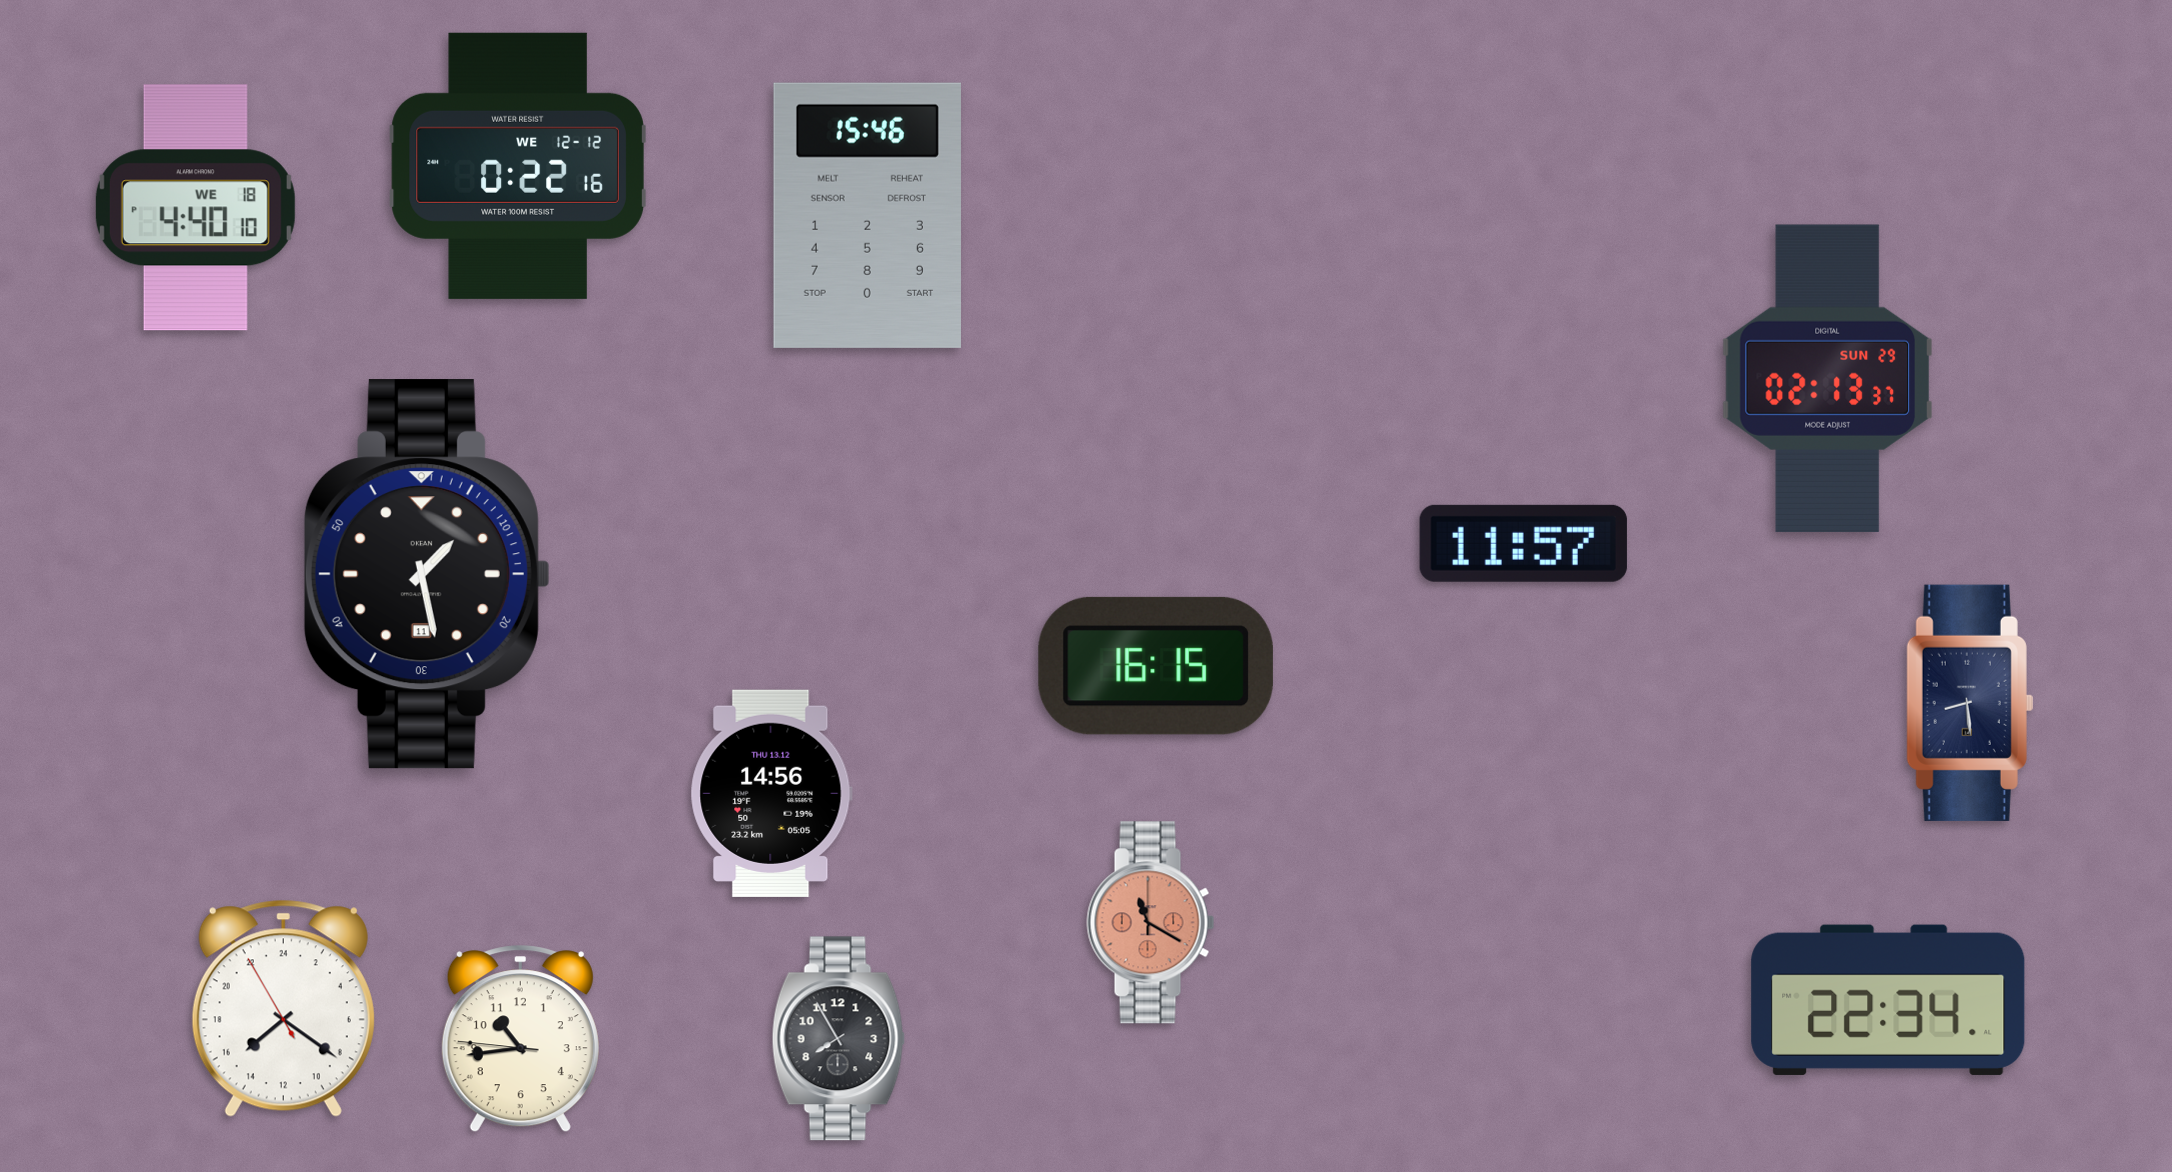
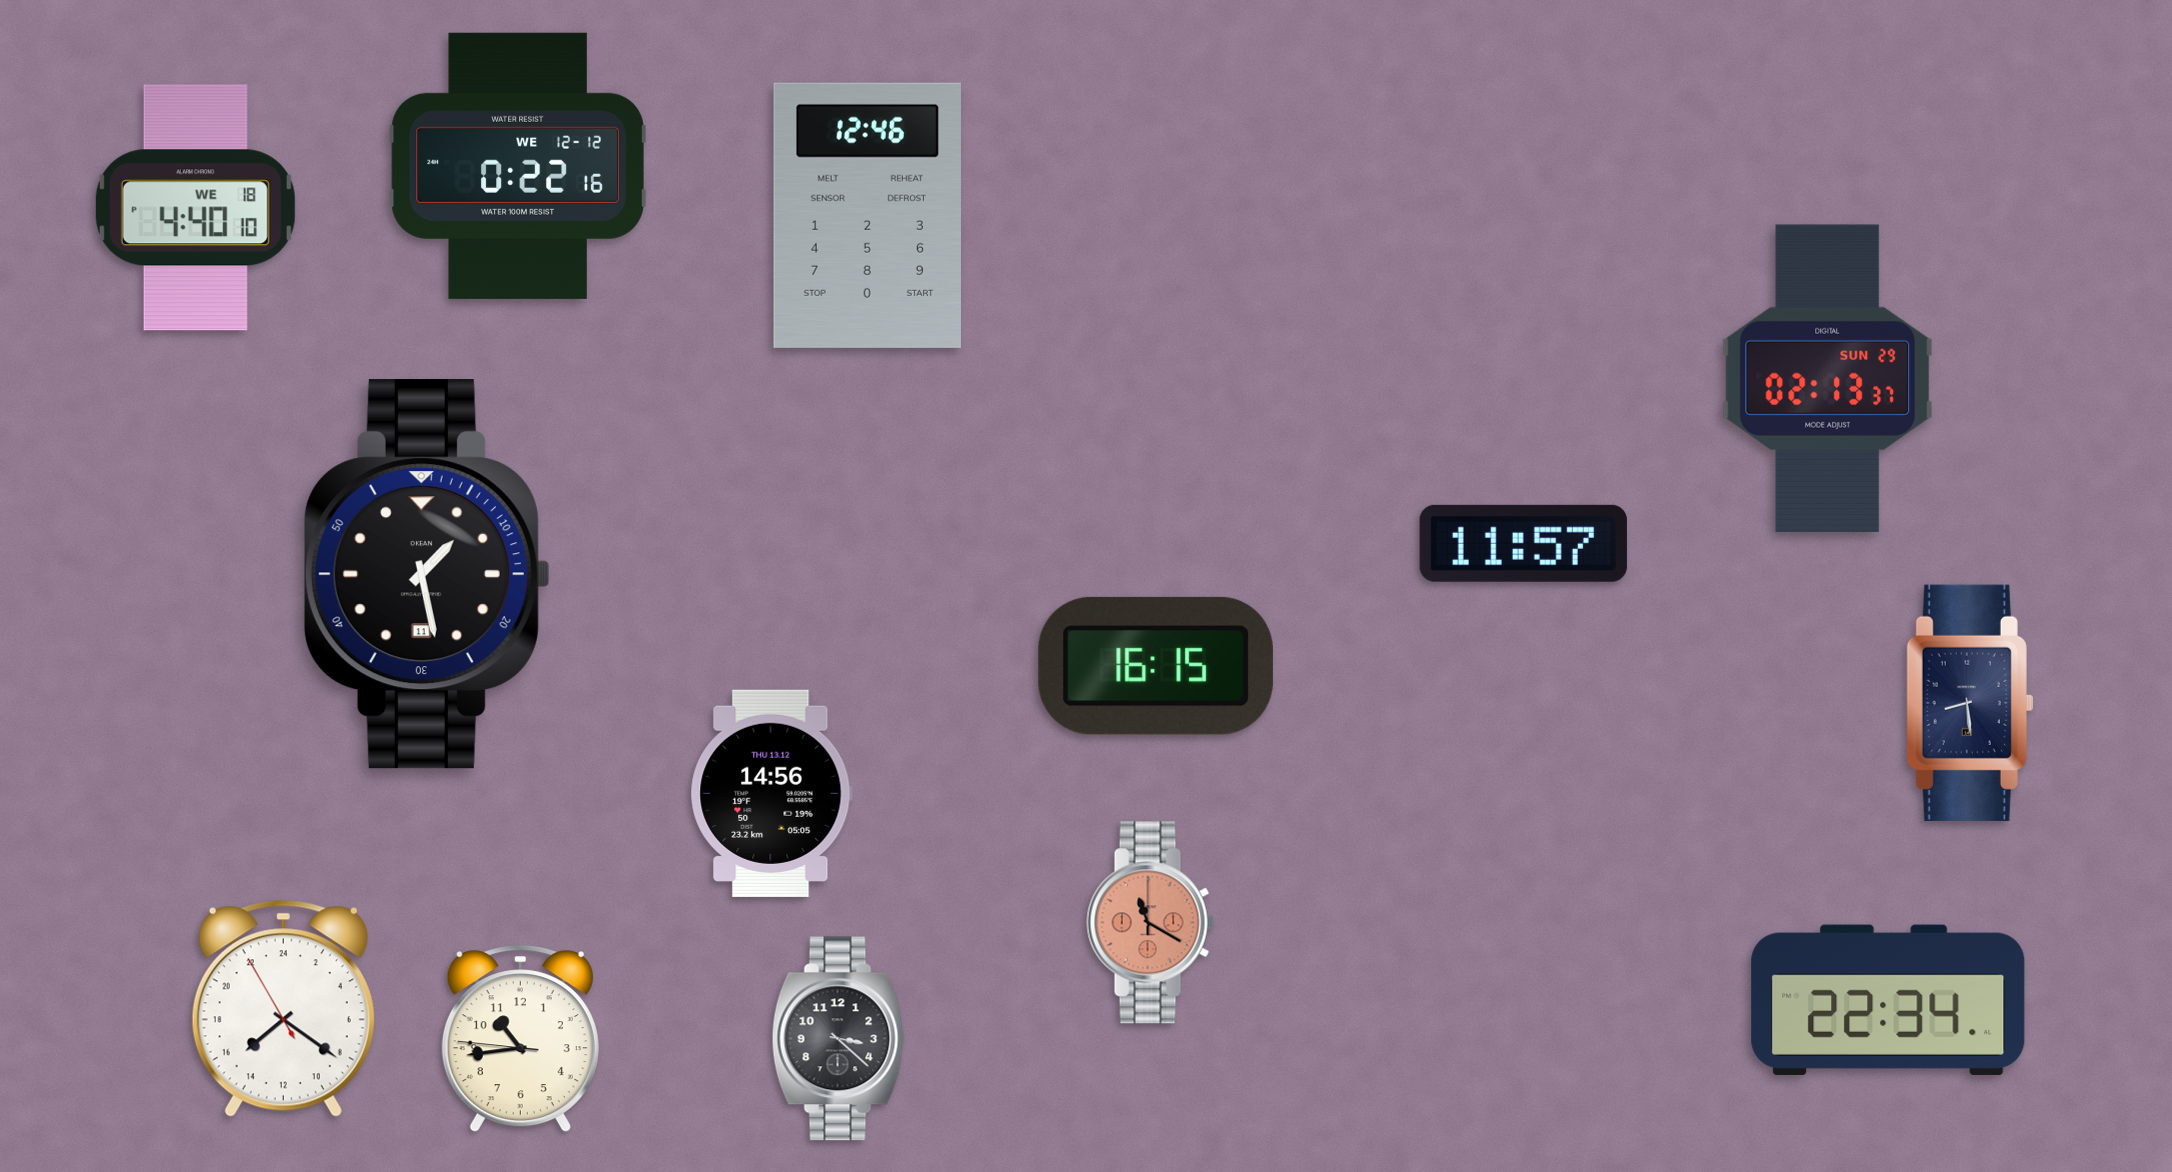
clock at (867, 215): 15:46 -> 12:46
clock at (838, 1039): 7:55 -> 3:22
